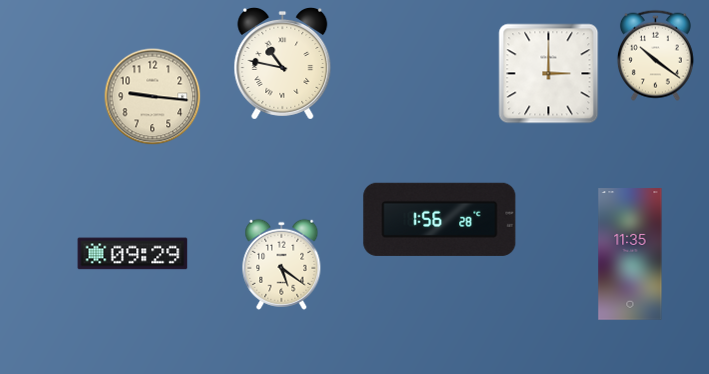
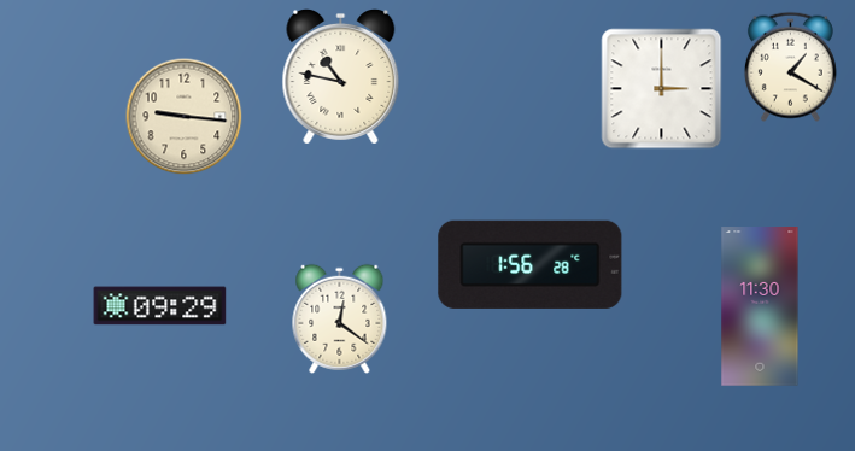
clock at (655, 55): 10:21 -> 1:20
clock at (630, 254): 11:35 -> 11:30
clock at (282, 264): 5:21 -> 12:21
